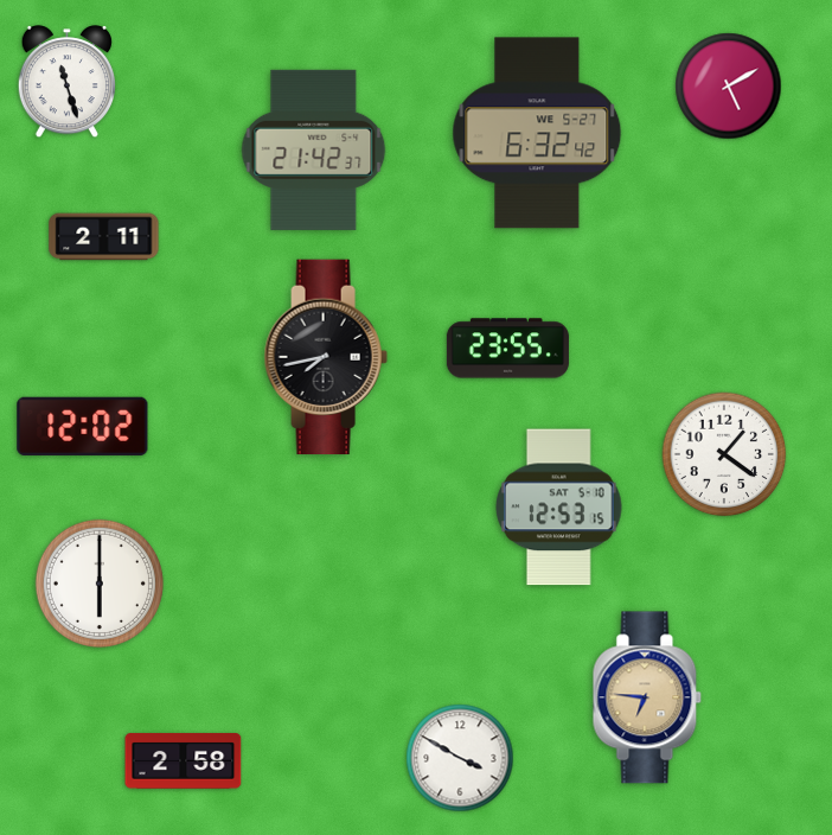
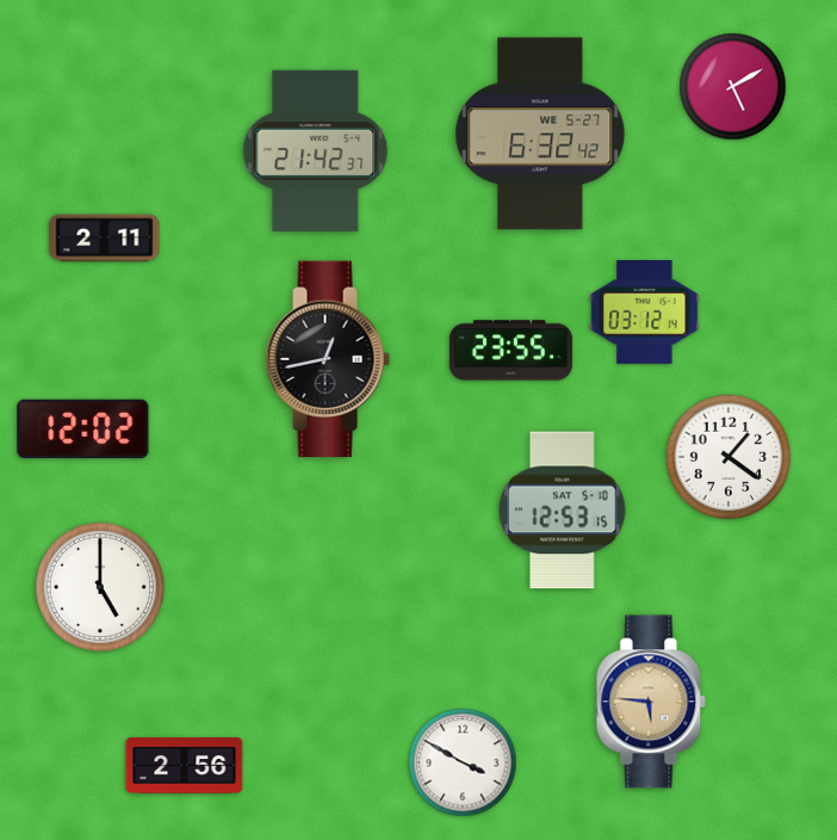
clock at (66, 82): 11:27 -> none
clock at (645, 313): none -> 03:12
clock at (326, 357): 7:43 -> 12:43
clock at (98, 582): 6:00 -> 5:00
clock at (647, 697): 6:46 -> 5:46
clock at (184, 761): 2:58 -> 2:56
